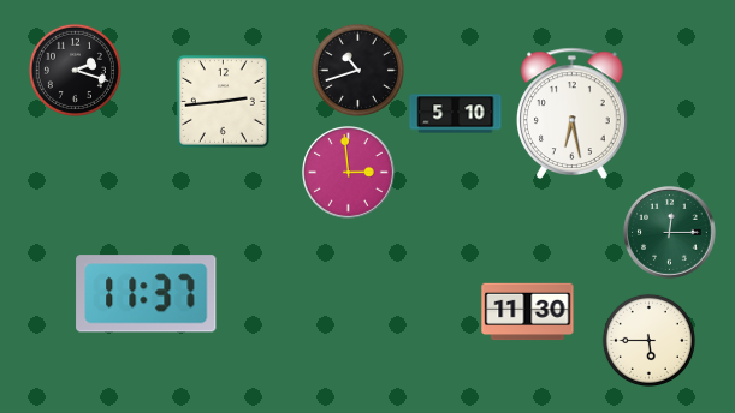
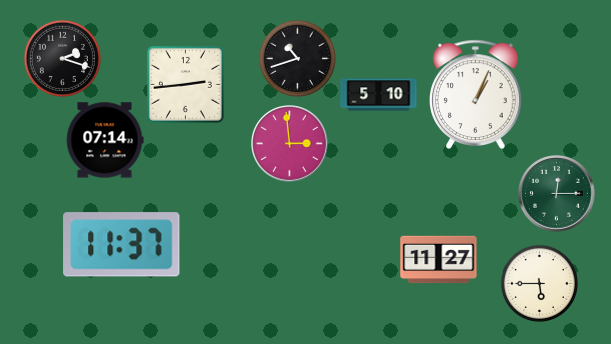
clock at (573, 113): 6:28 -> 1:04
clock at (105, 140): none -> 07:14
clock at (528, 312): 11:30 -> 11:27
